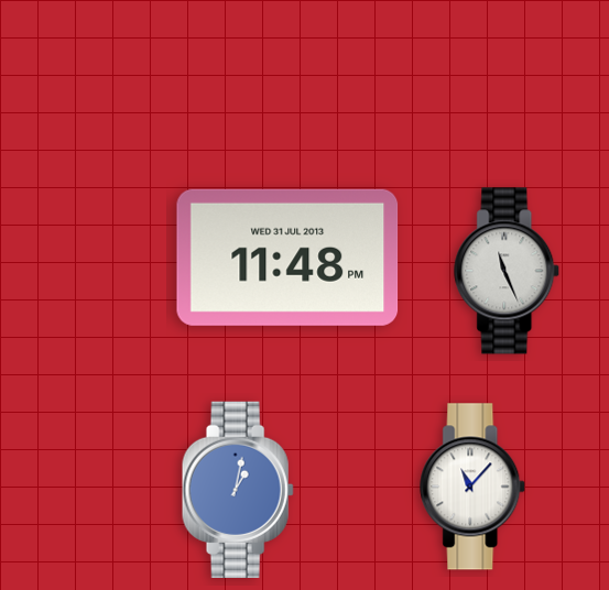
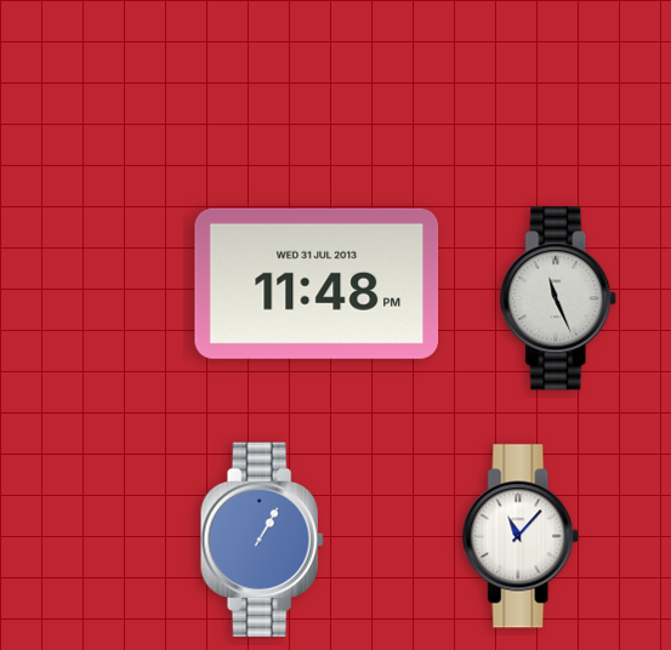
clock at (238, 489): 1:02 -> 1:05
